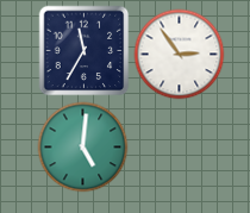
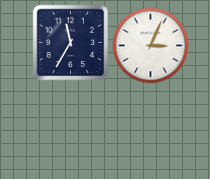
clock at (180, 55): 2:54 -> 3:04
clock at (83, 148): 5:01 -> none
